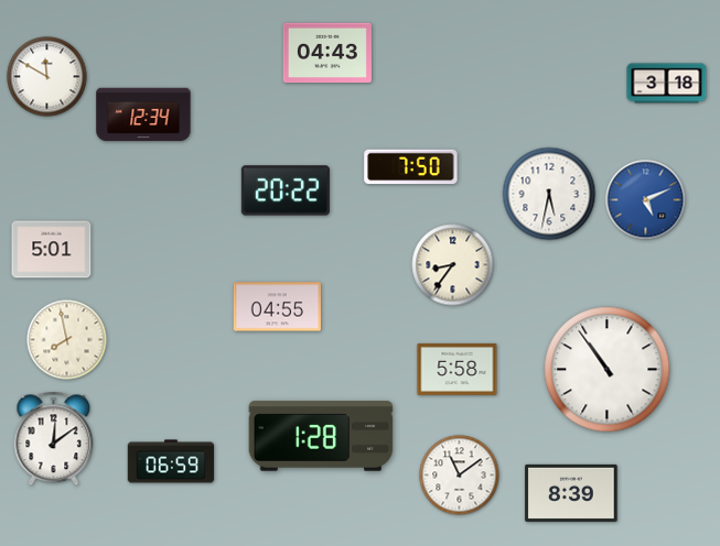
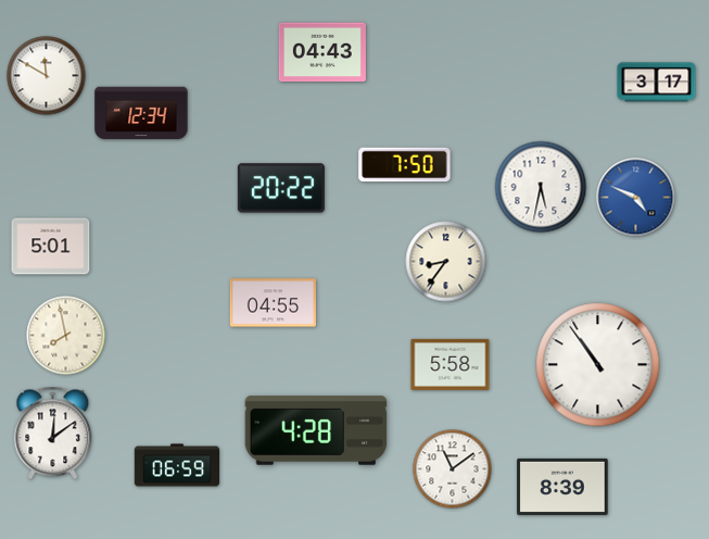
clock at (667, 84): 3:18 -> 3:17
clock at (549, 194) position: (549, 194) -> (541, 187)
clock at (646, 200): 5:11 -> 4:49
clock at (321, 436): 1:28 -> 4:28
clock at (171, 461) position: (171, 461) -> (177, 465)
